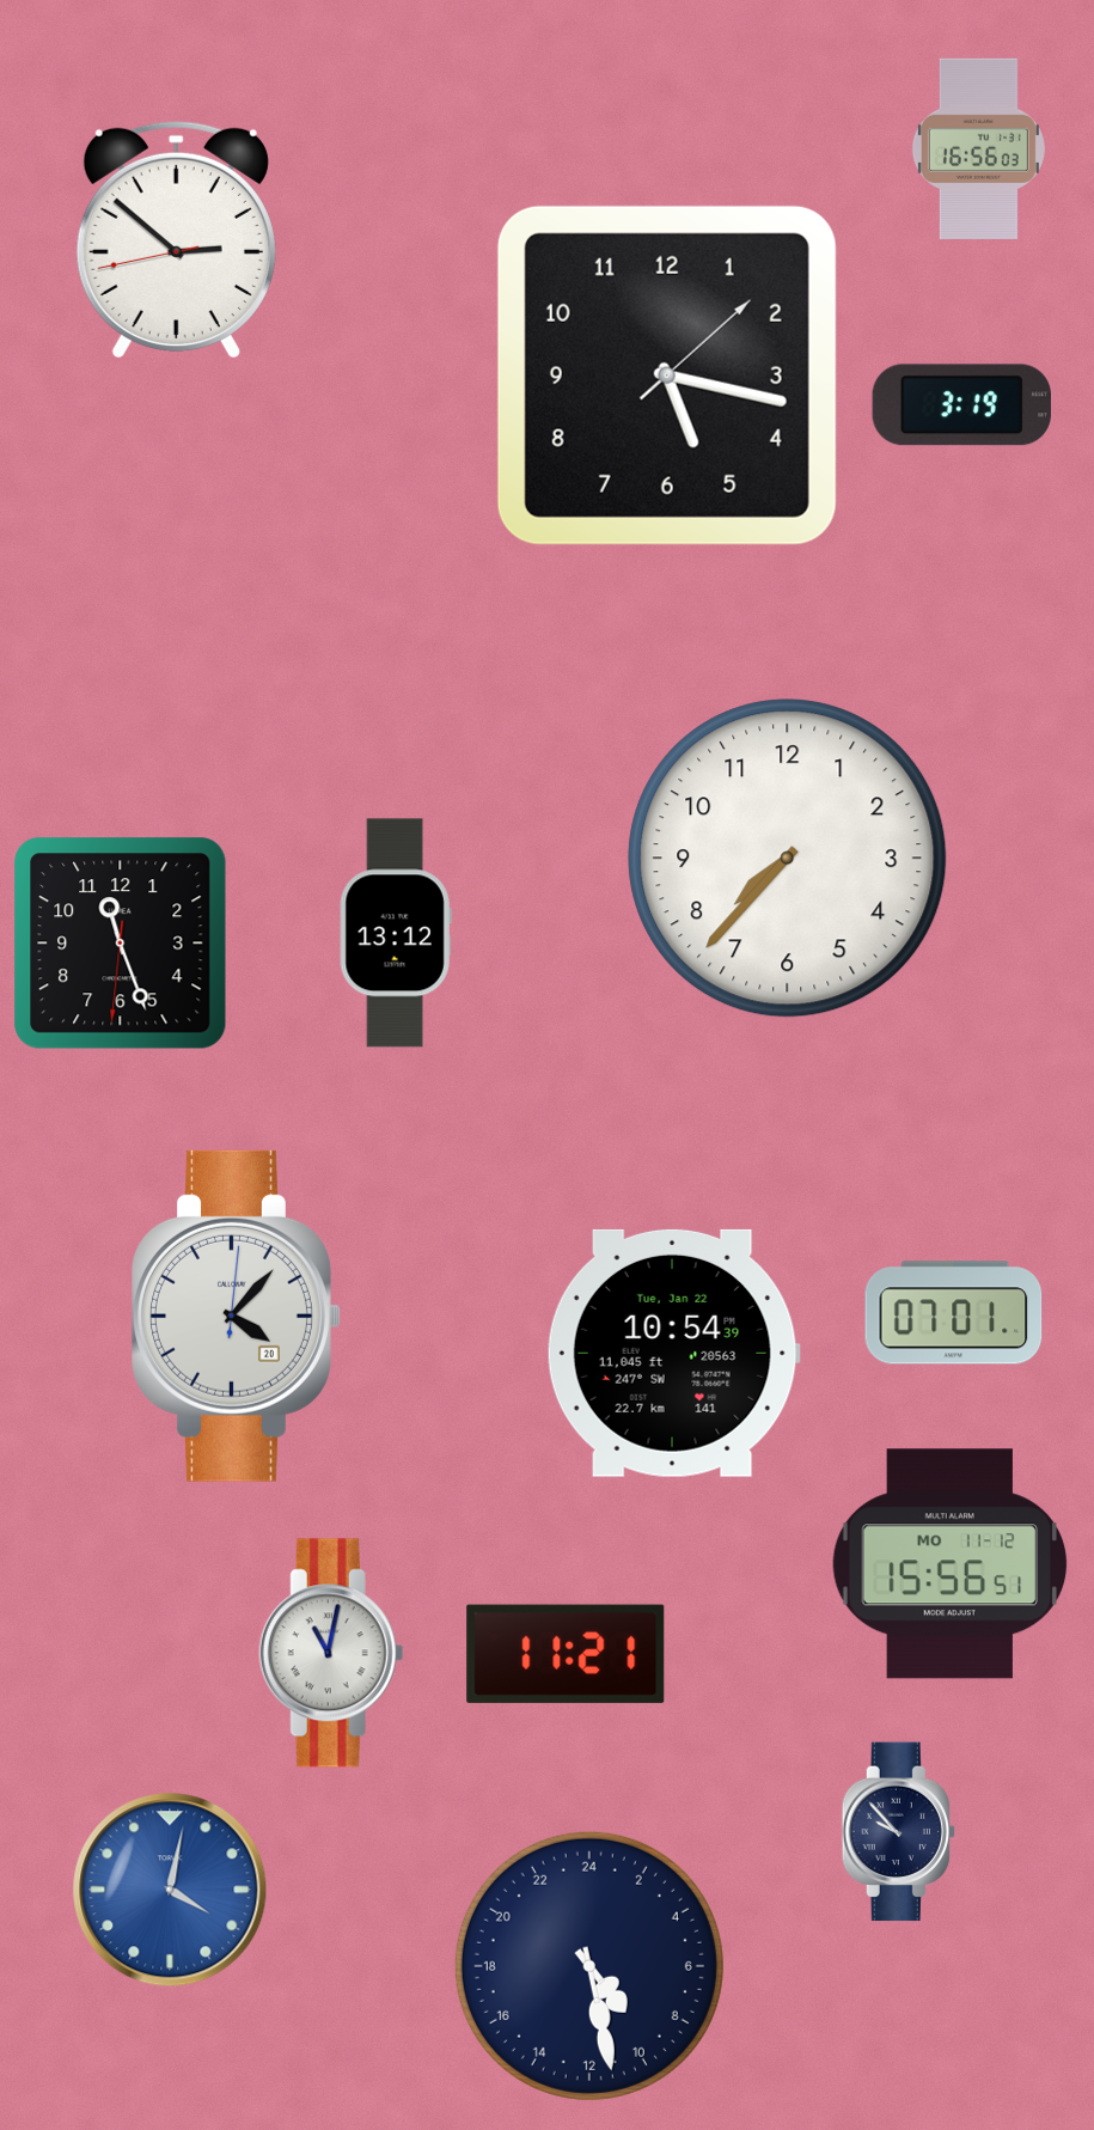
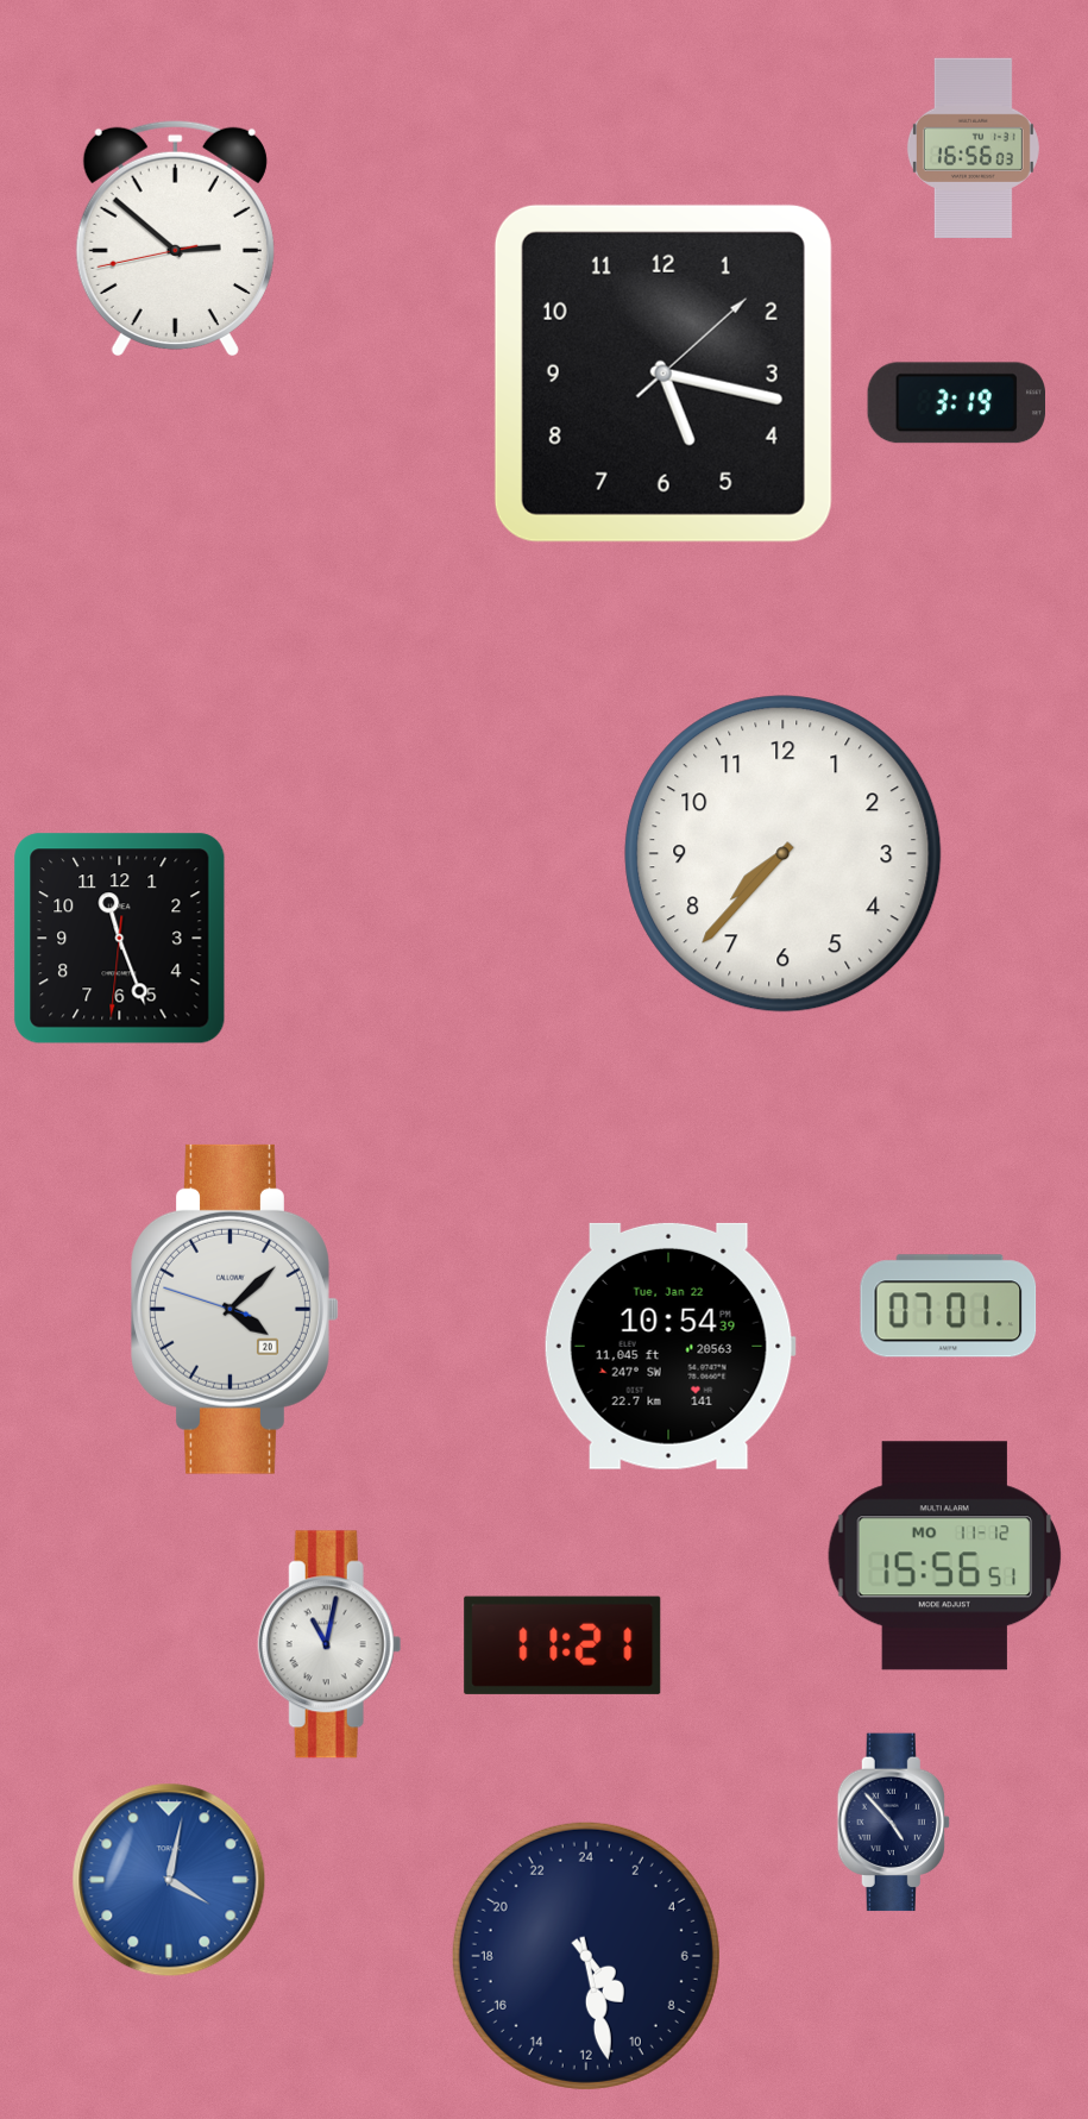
clock at (396, 933): 13:12 -> none
clock at (237, 1316): 4:07:01 -> 4:07:48
clock at (898, 1832): 9:53 -> 4:53
